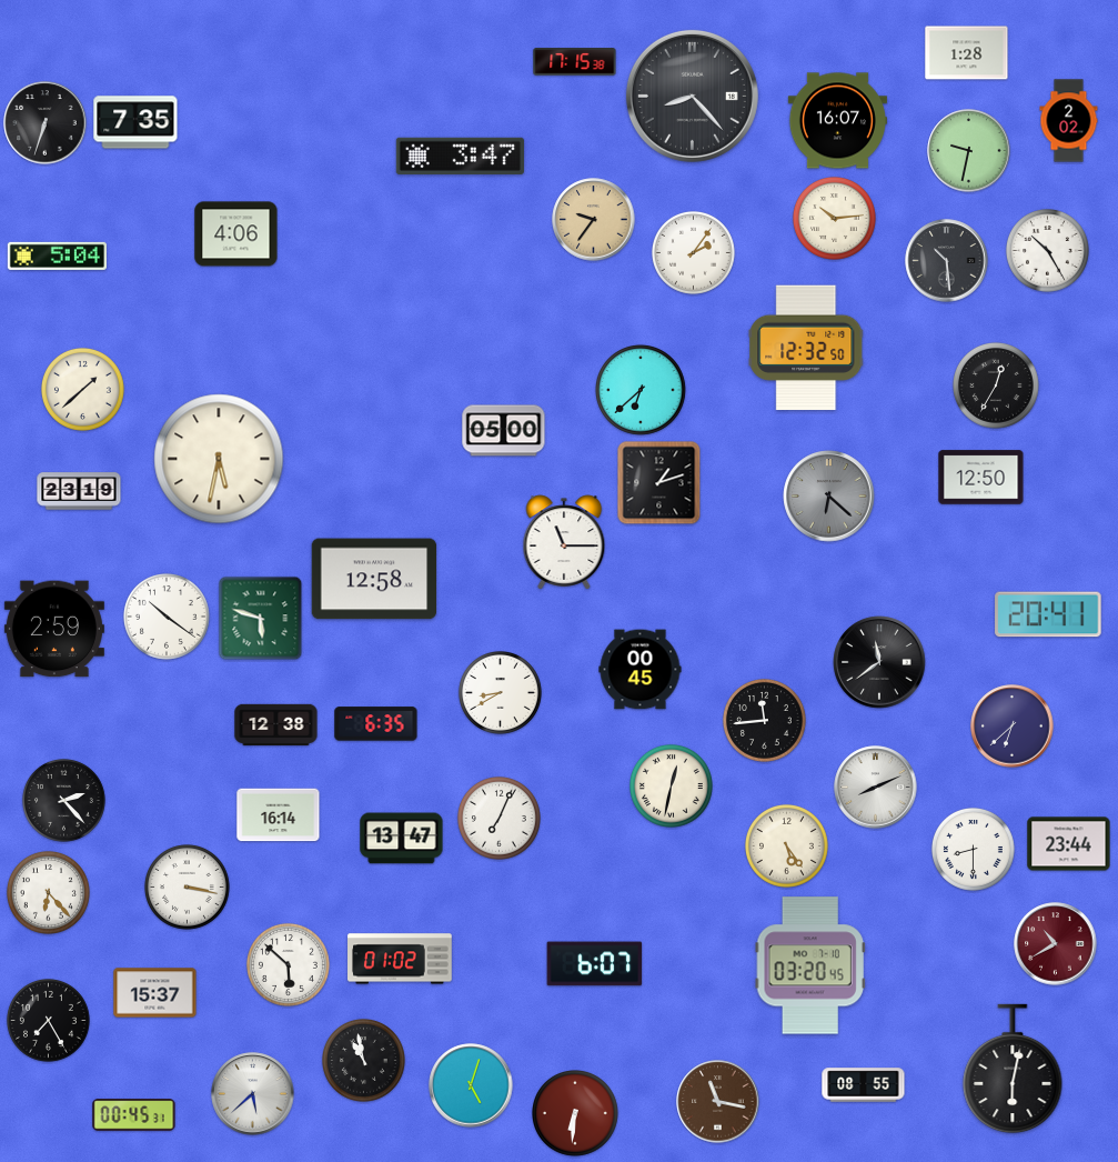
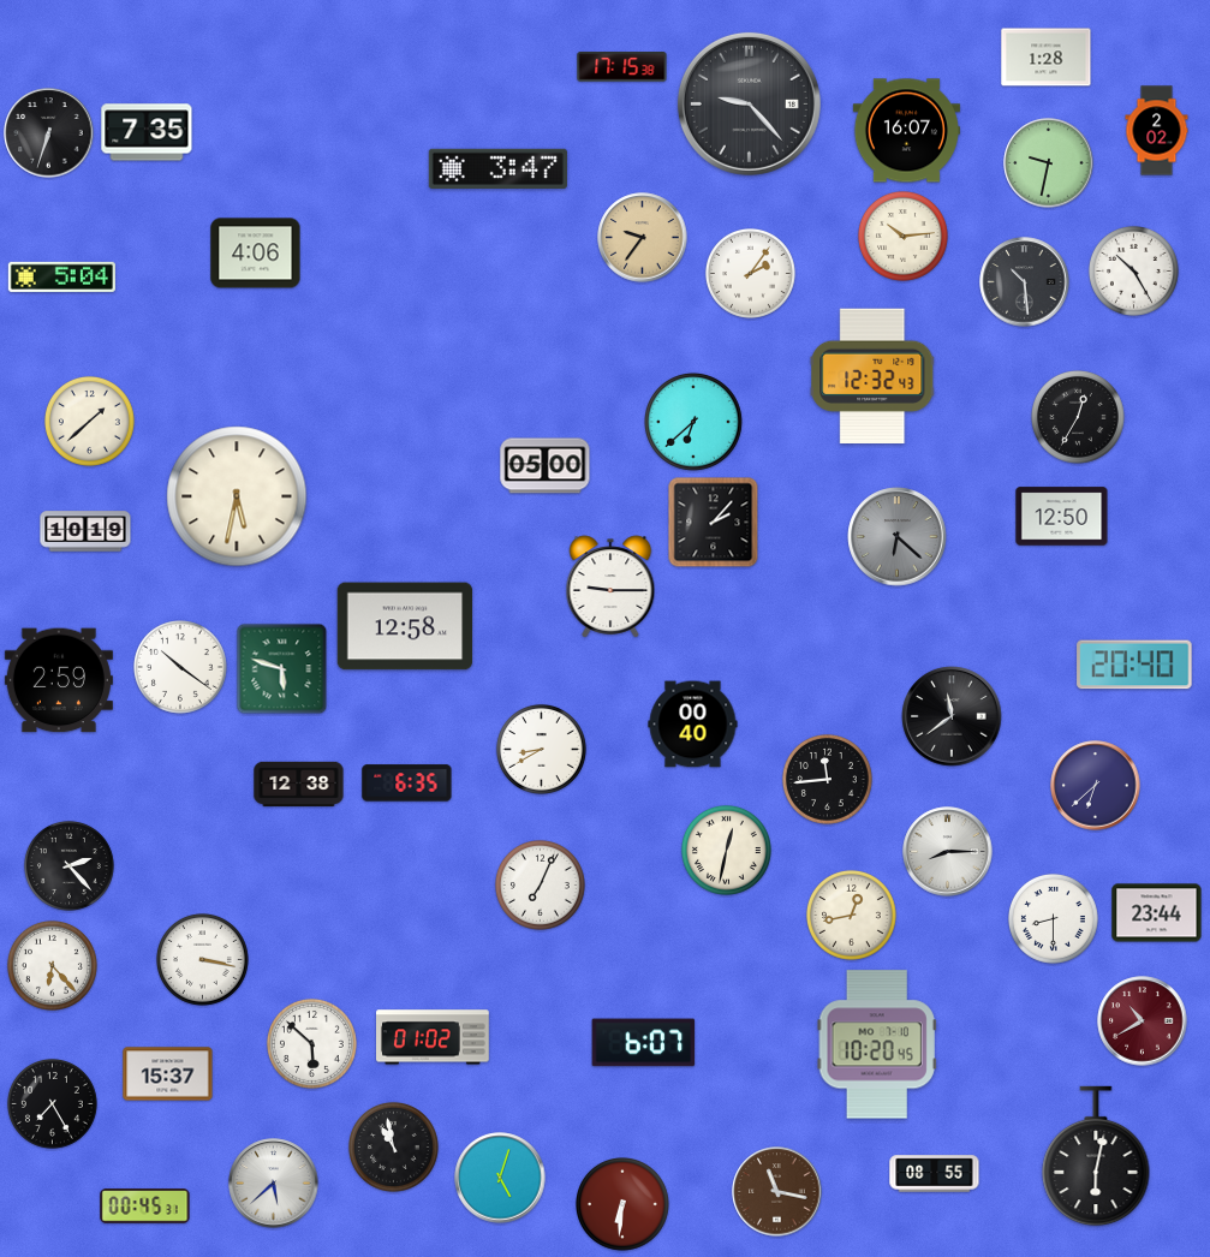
clock at (692, 96): 8:23 -> 9:23
clock at (806, 348): 12:32:50 -> 12:32:43
clock at (659, 483): 1:12 -> 2:07
clock at (79, 491): 23:19 -> 10:19
clock at (564, 542): 11:15 -> 9:15
clock at (1048, 614): 20:41 -> 20:40
clock at (641, 670): 00:45 -> 00:40
clock at (876, 788): 8:11 -> 8:15
clock at (279, 815): 16:14 -> none
clock at (402, 839): 13:47 -> none
clock at (786, 845): 5:24 -> 12:43
clock at (810, 965): 03:20 -> 10:20
clock at (471, 1085) position: (471, 1085) -> (500, 1178)
